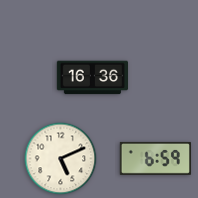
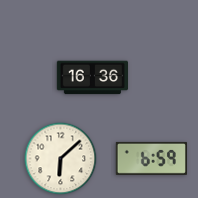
clock at (155, 158) position: (155, 158) -> (151, 158)
clock at (61, 159): 5:11 -> 6:08
